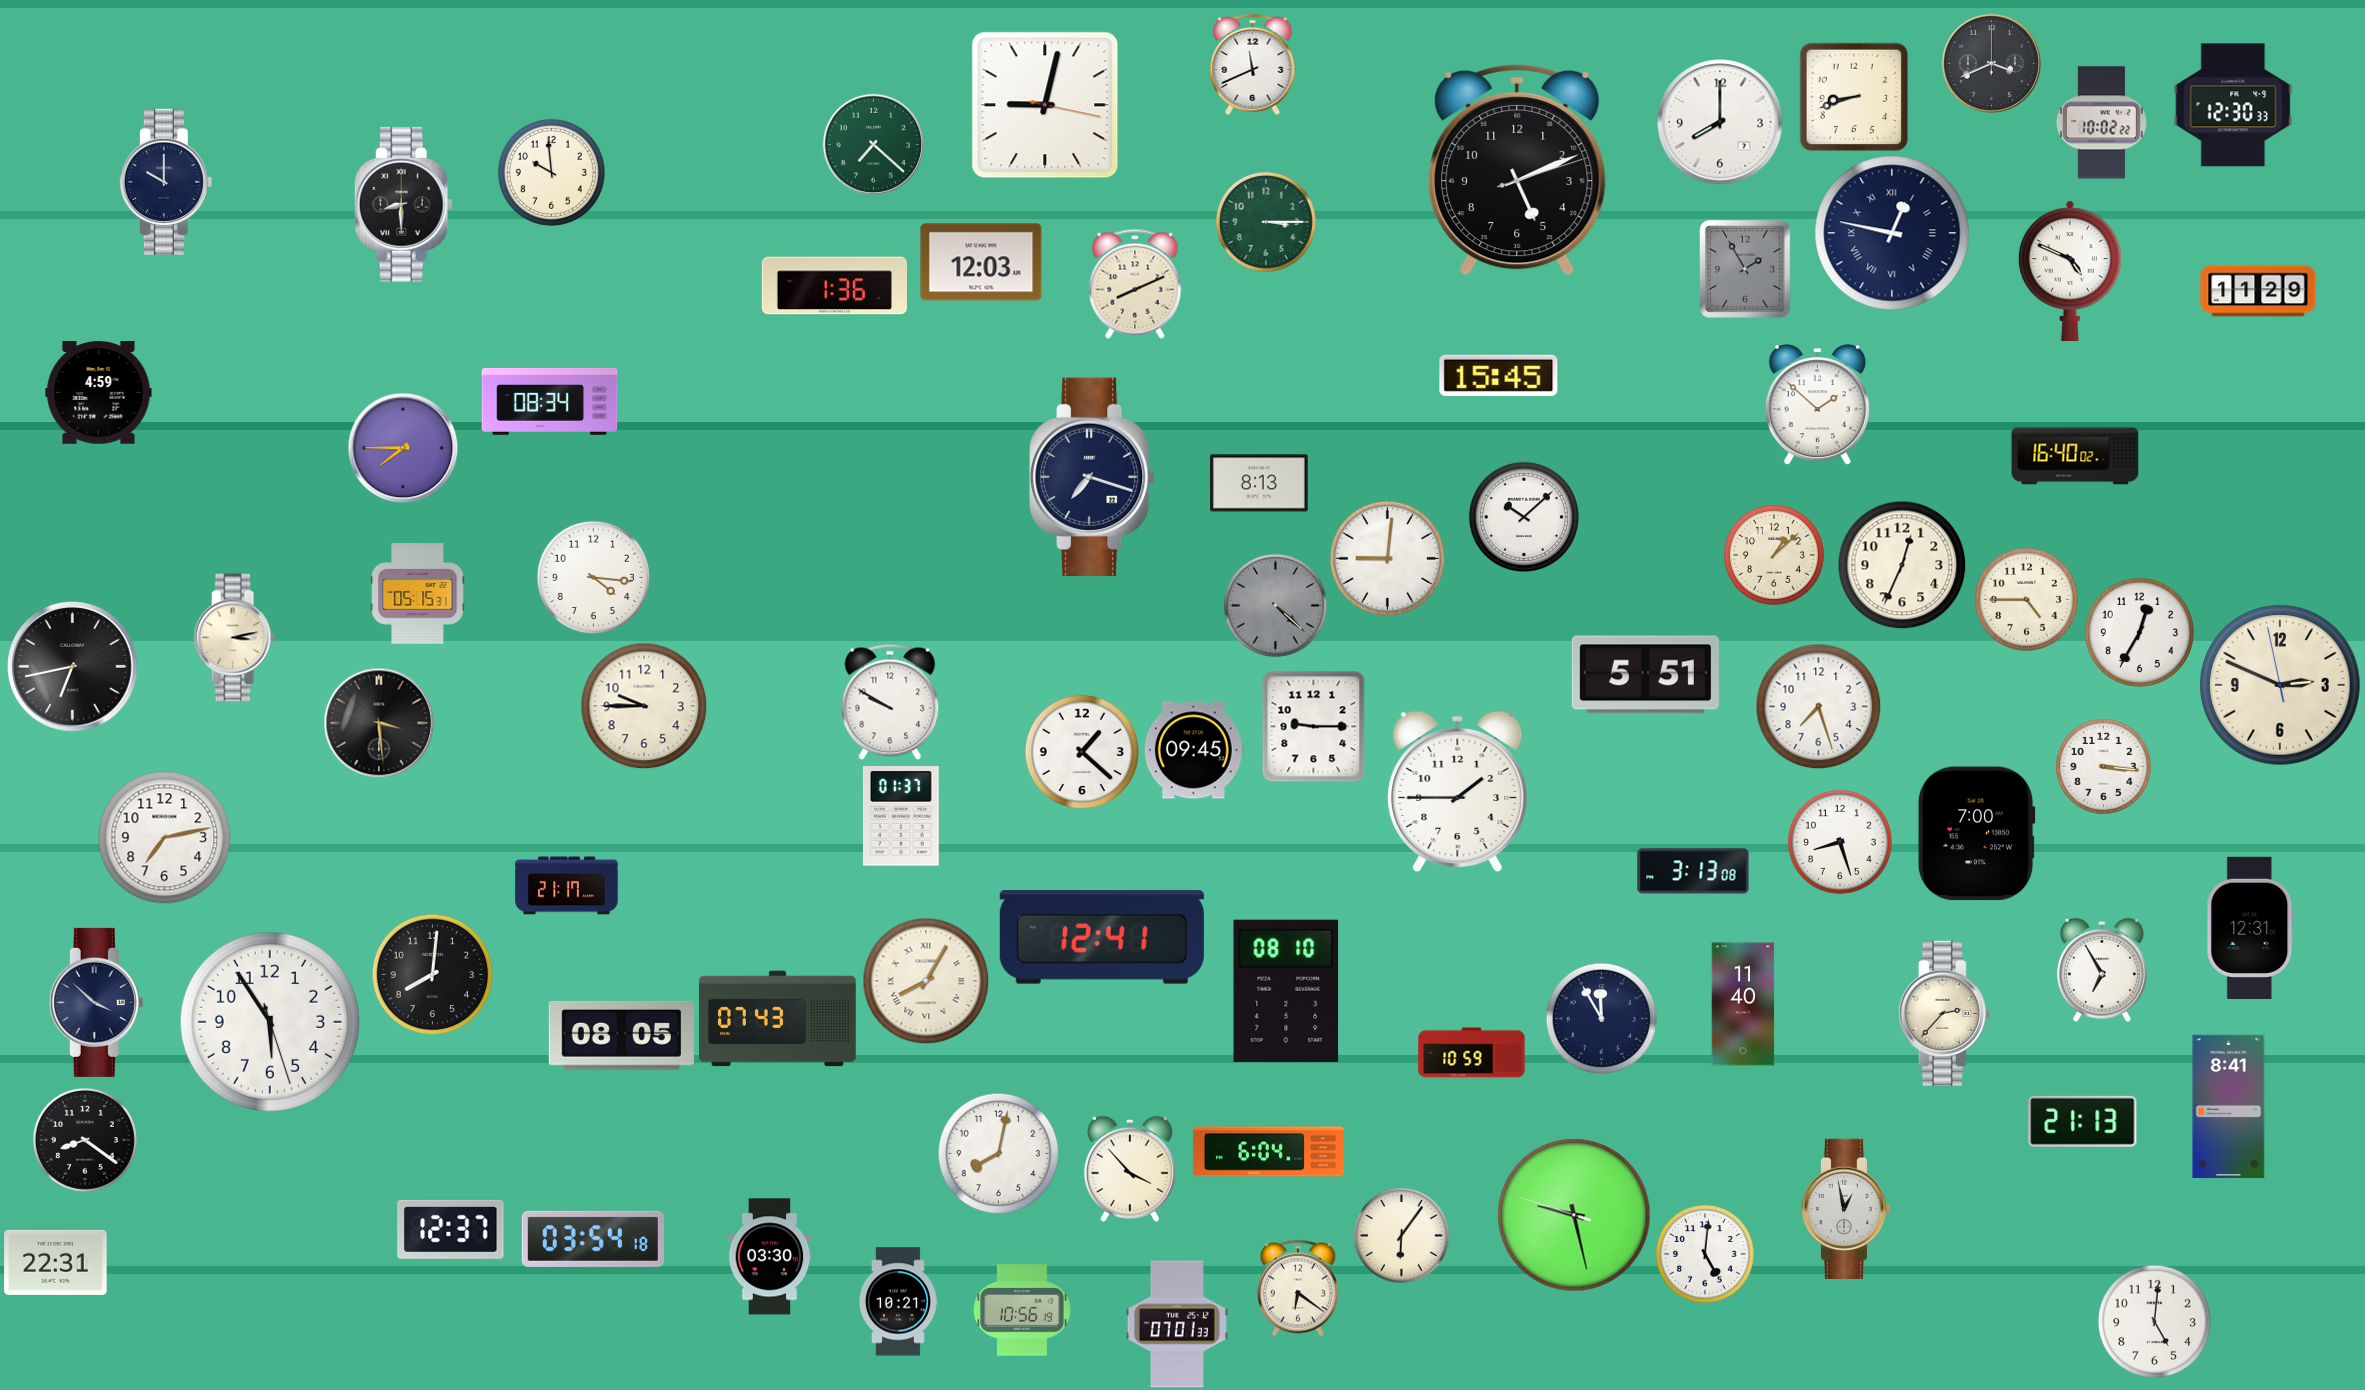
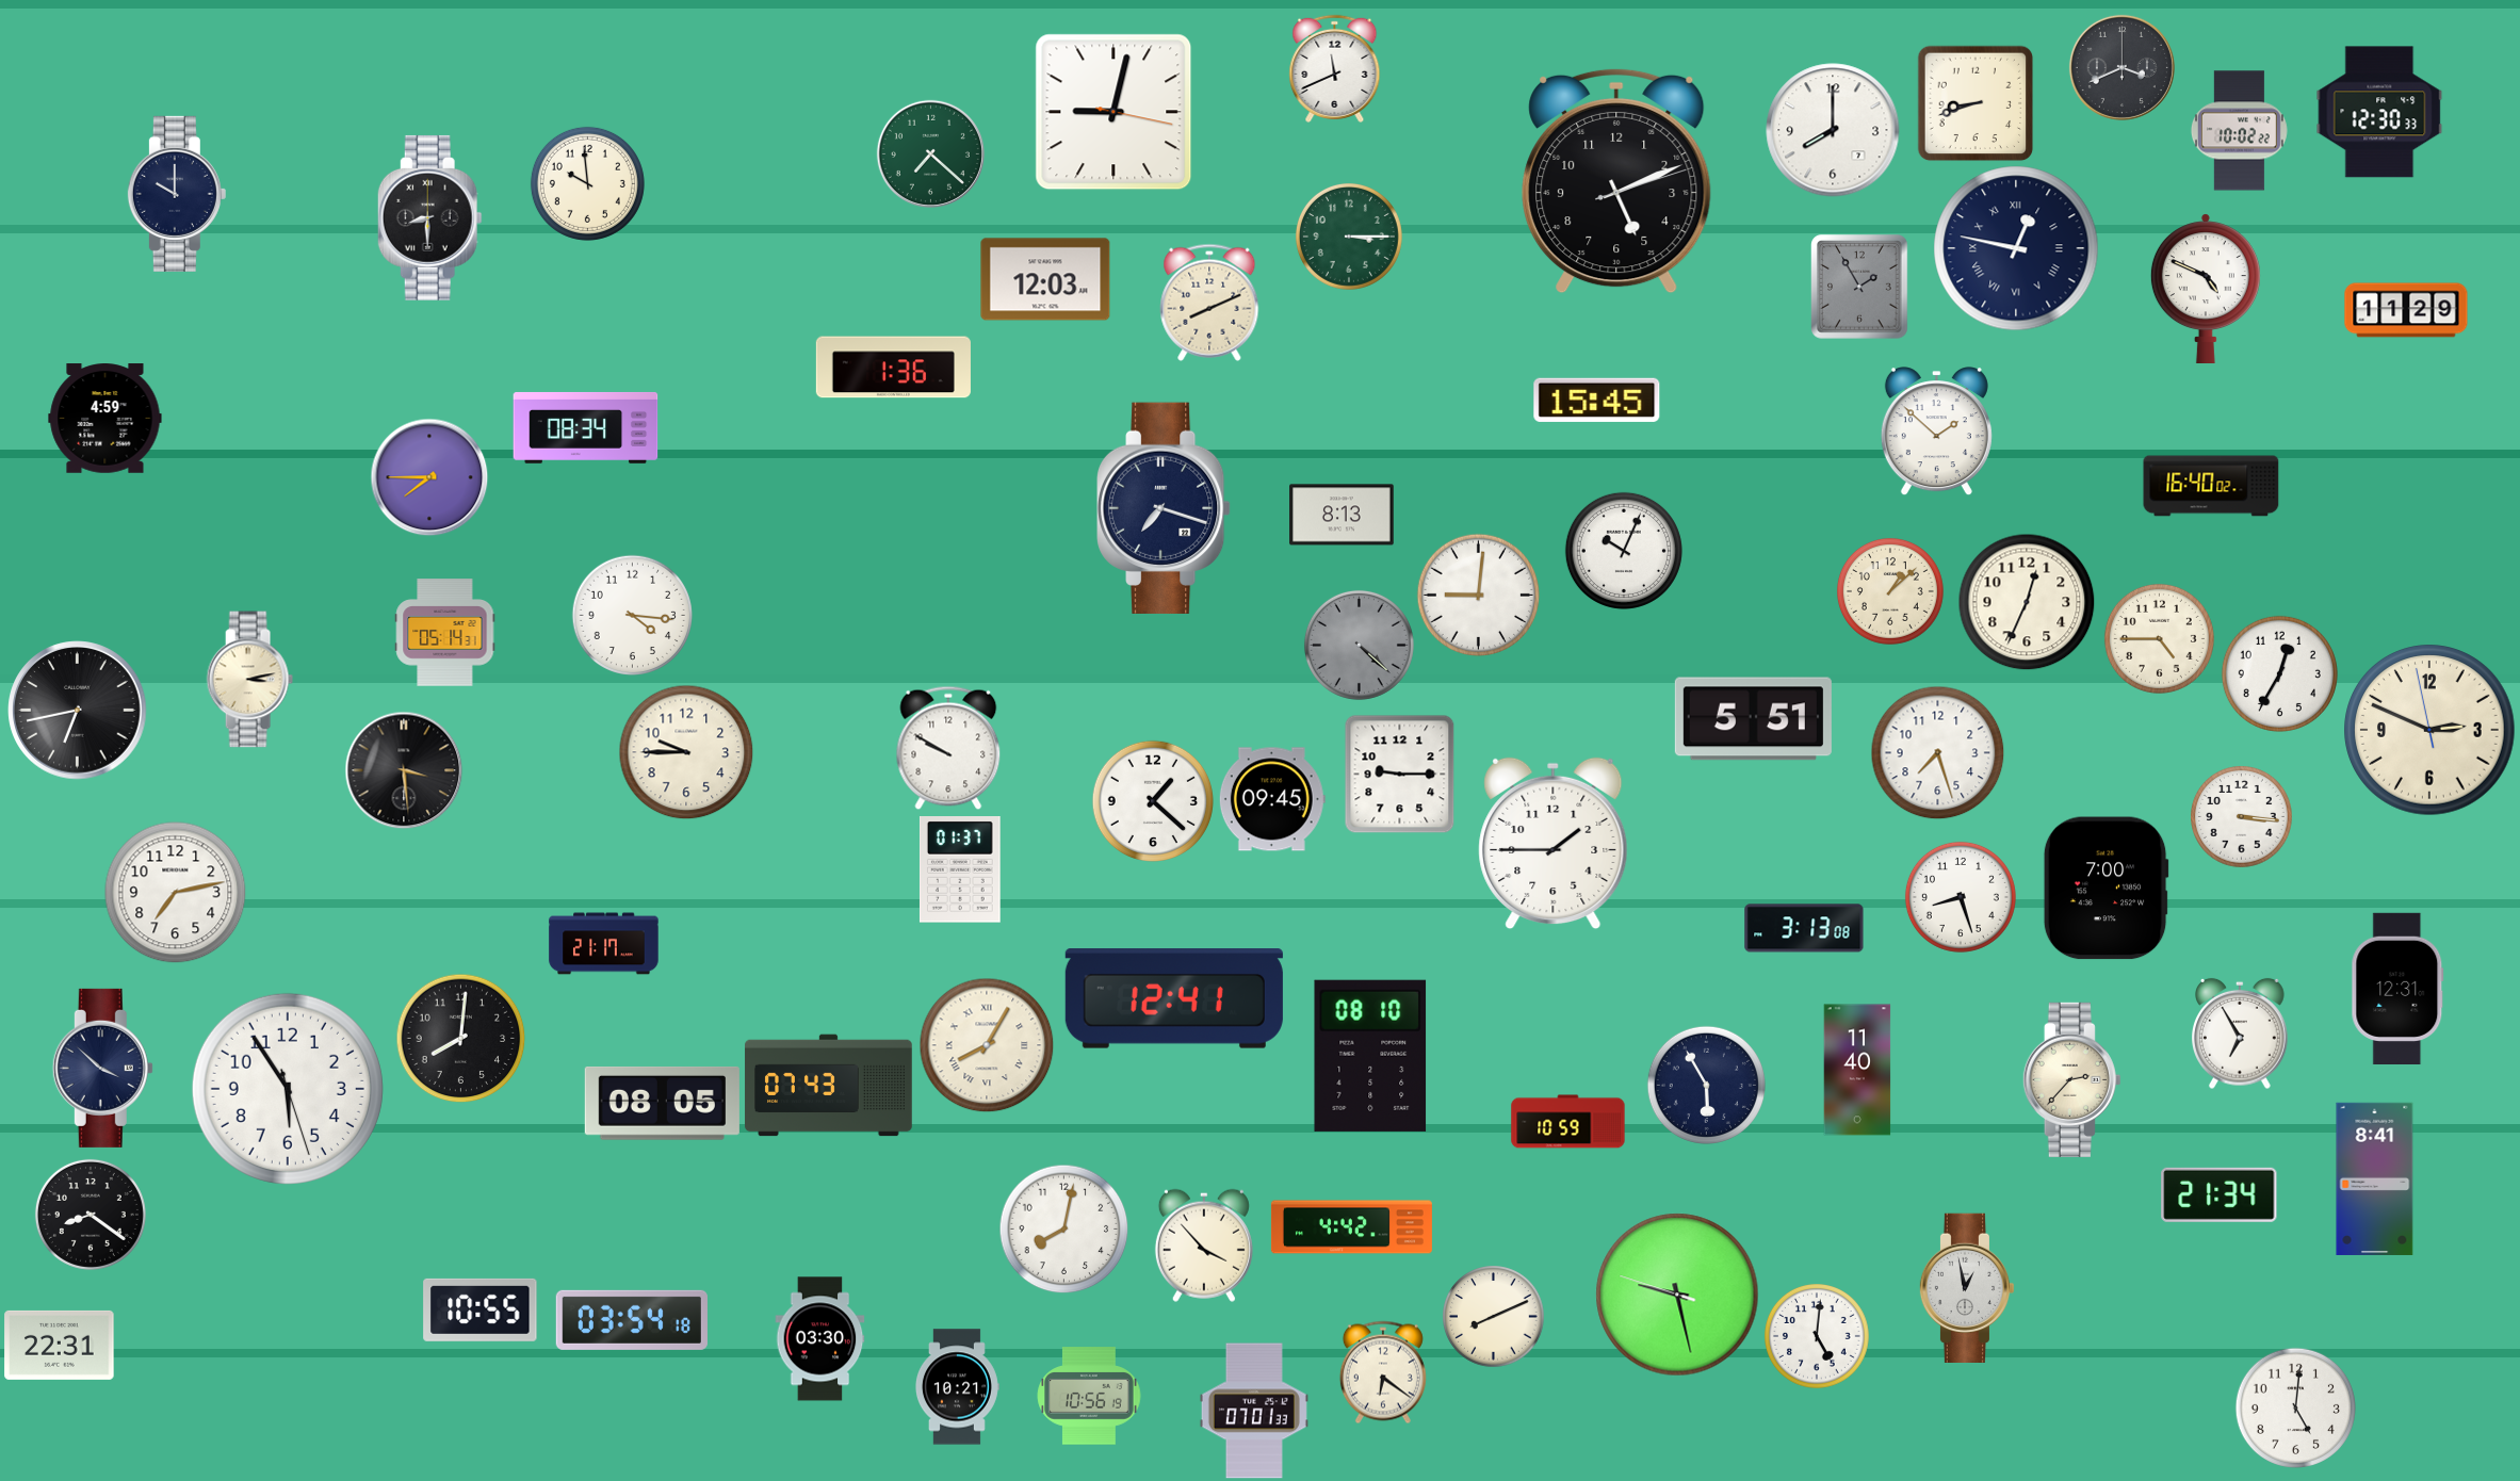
clock at (834, 286) position: (834, 286) -> (893, 368)
clock at (1524, 517): 10:08 -> 10:04
clock at (418, 594): 05:15 -> 05:14
clock at (1601, 1018): 11:55 -> 5:55
clock at (2083, 1121): 21:13 -> 21:34
clock at (1268, 1152): 6:04 -> 4:42
clock at (451, 1229): 12:37 -> 10:55
clock at (1401, 1235): 6:06 -> 8:11
